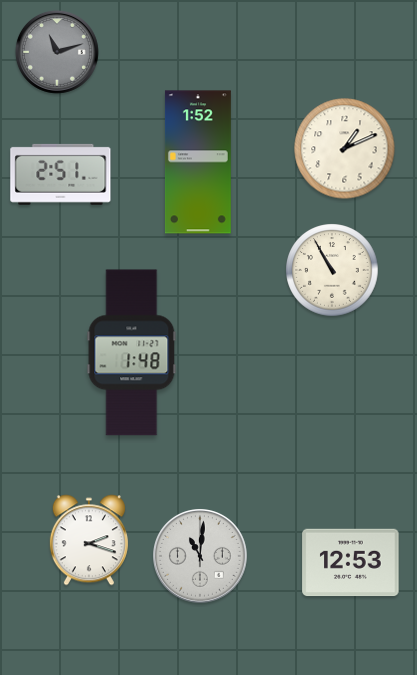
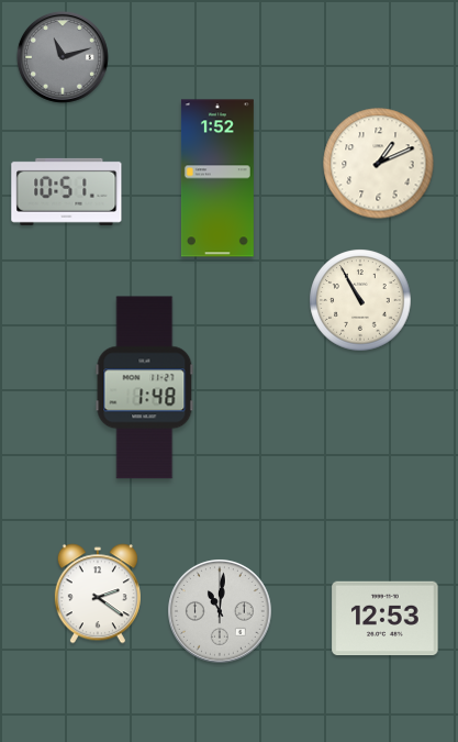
clock at (61, 174): 2:51 -> 10:51
clock at (332, 270) position: (332, 270) -> (360, 300)
clock at (89, 540): 2:18 -> 2:21
